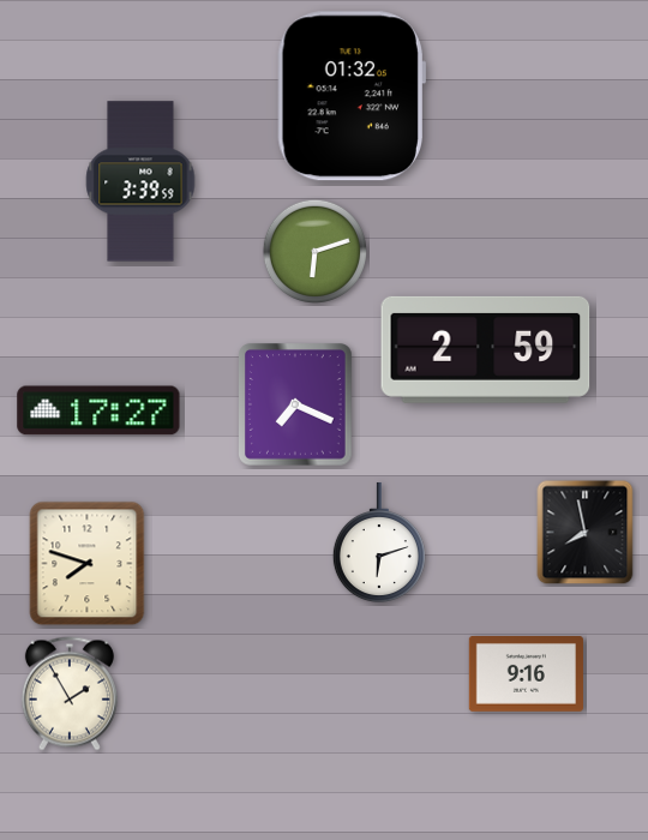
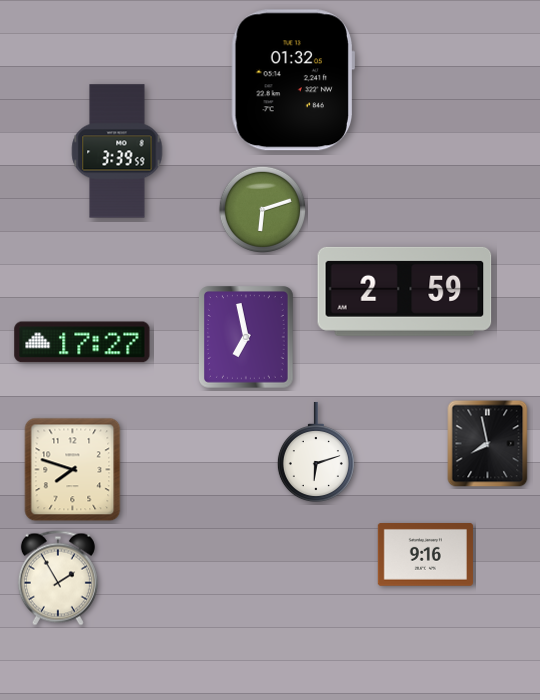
clock at (296, 404): 7:19 -> 6:58
clock at (526, 674) position: (526, 674) -> (425, 555)
